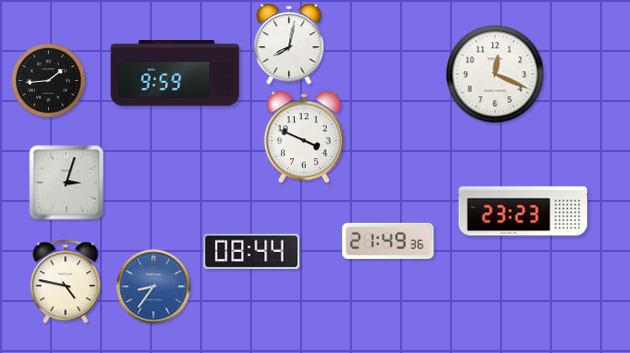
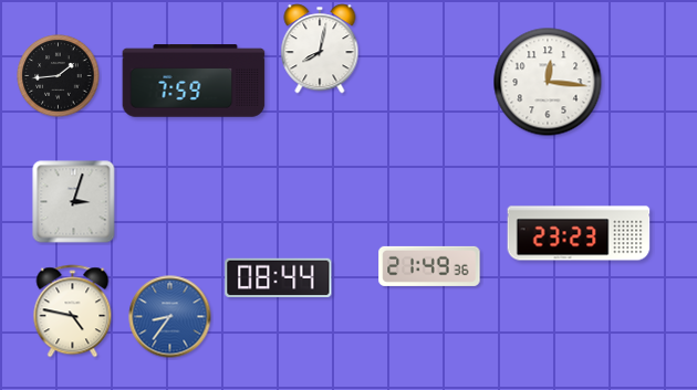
clock at (175, 73): 9:59 -> 7:59
clock at (495, 74): 12:19 -> 12:16
clock at (49, 81) position: (49, 81) -> (59, 76)
clock at (304, 137): 3:49 -> none
